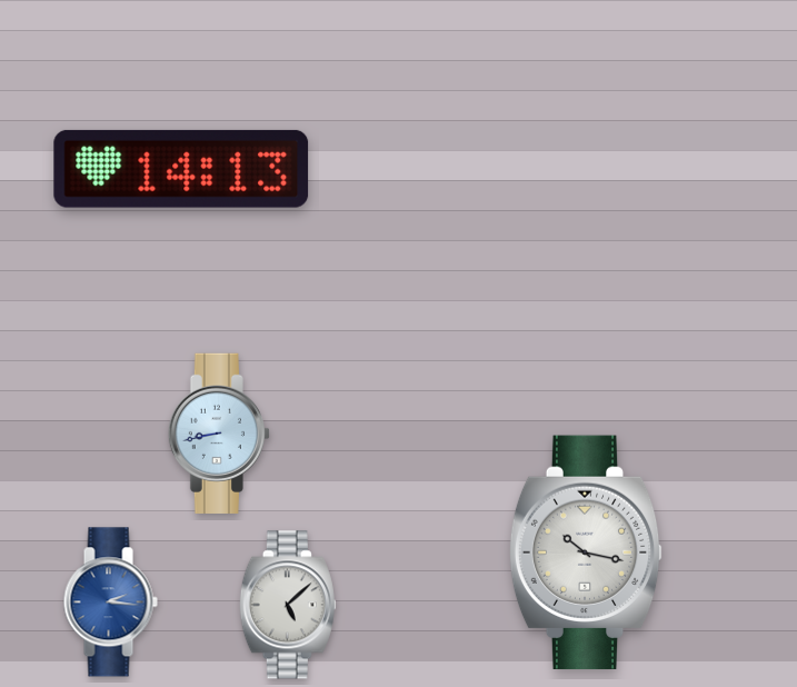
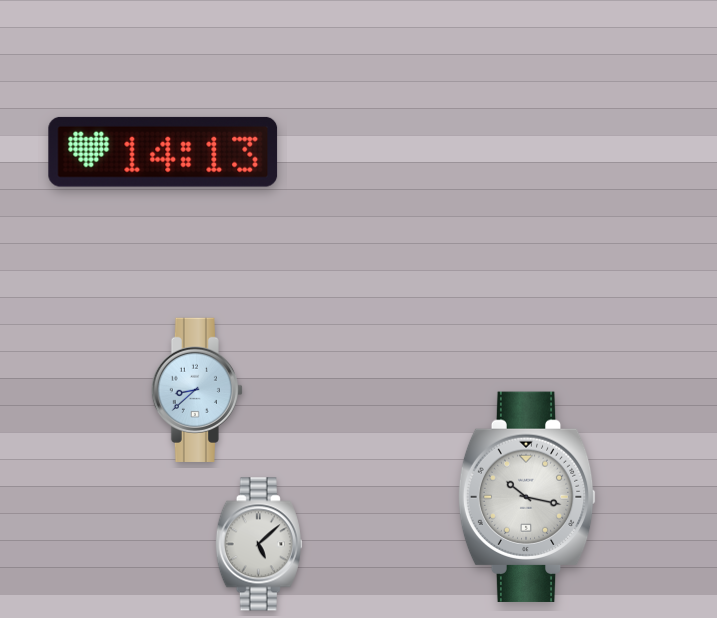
clock at (219, 434): 8:43 -> 8:38
clock at (110, 603): 2:16 -> none
